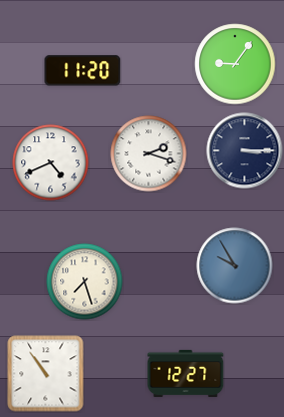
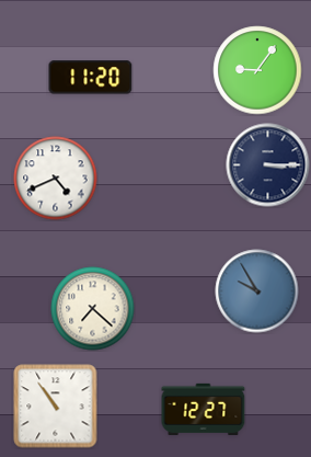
clock at (149, 154): 2:18 -> none
clock at (85, 282): 7:27 -> 7:22
clock at (46, 374) position: (46, 374) -> (56, 407)
